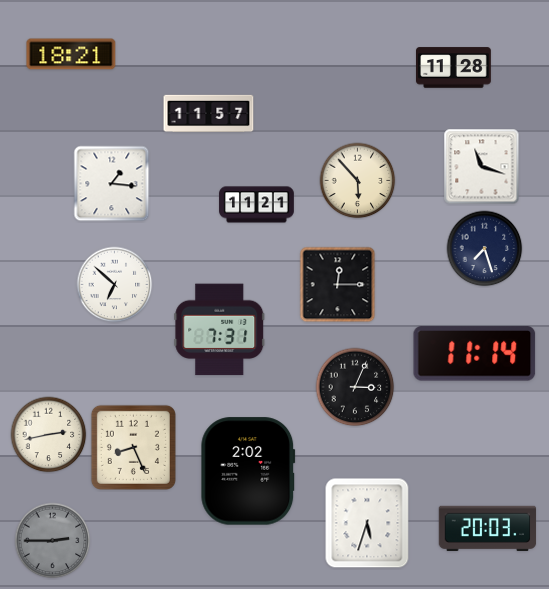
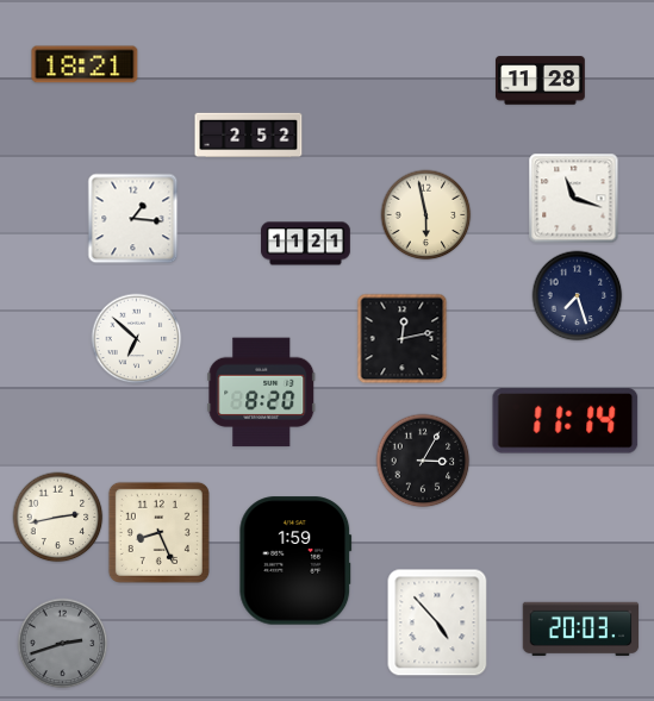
clock at (209, 114): 11:57 -> 2:52
clock at (358, 181): 5:53 -> 5:58
clock at (338, 285): 12:15 -> 12:13
clock at (220, 330): 7:31 -> 8:20
clock at (355, 387): 3:04 -> 3:05
clock at (248, 471): 2:02 -> 1:59
clock at (367, 523): 5:33 -> 4:53
clock at (53, 541): 2:45 -> 2:42
